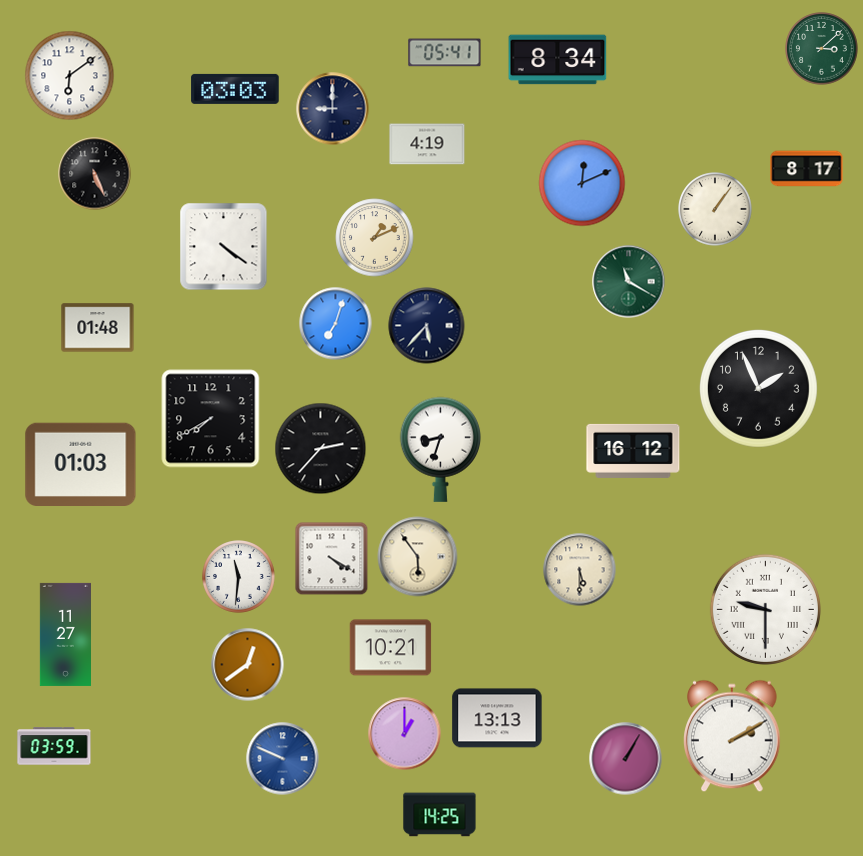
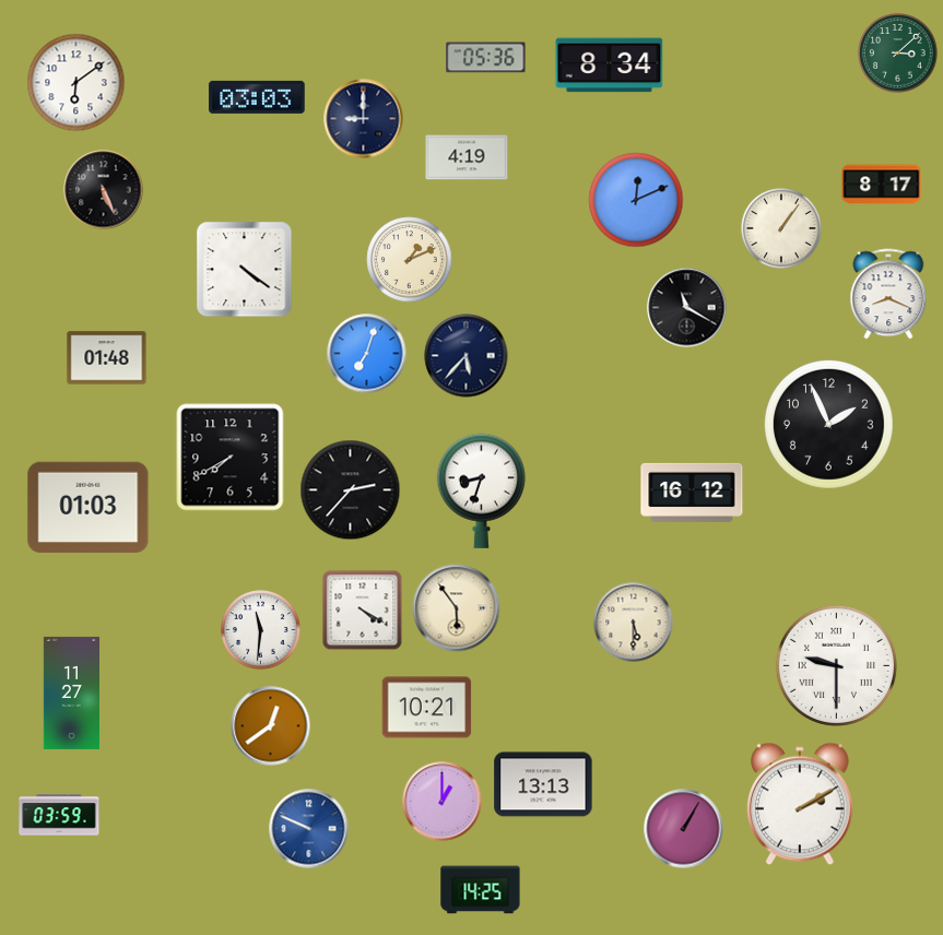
clock at (445, 53): 05:41 -> 05:36
clock at (888, 294): none -> 8:19
clock at (629, 282) dial: green -> black
